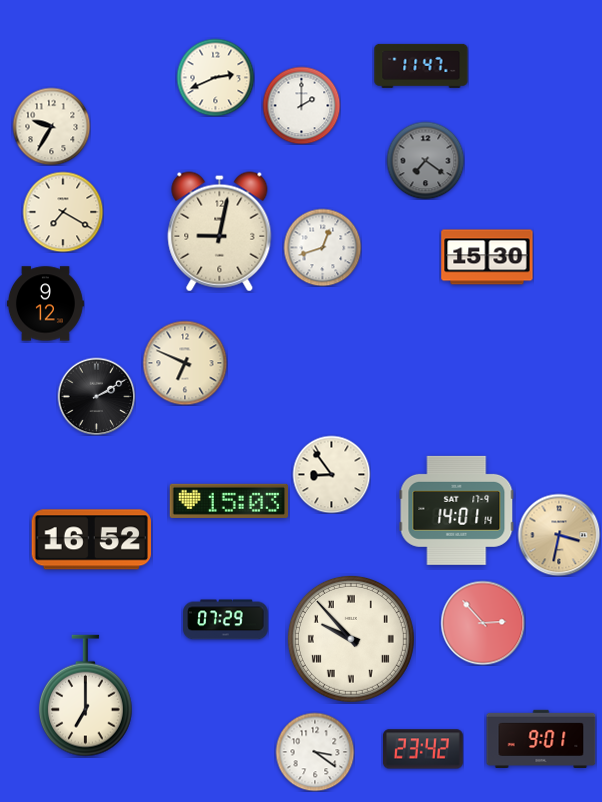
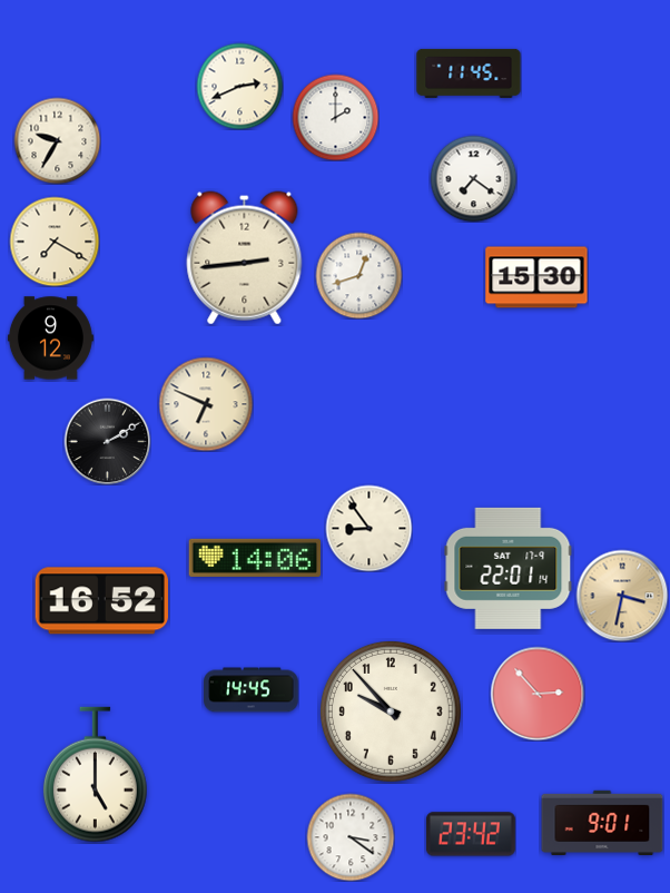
clock at (421, 66): 11:47 -> 11:45
clock at (425, 160) dial: grey -> white
clock at (63, 212) position: (63, 212) -> (55, 242)
clock at (220, 232): 9:02 -> 2:44
clock at (487, 257) position: (487, 257) -> (536, 277)
clock at (229, 501): 15:03 -> 14:06
clock at (457, 510): 14:01 -> 22:01
clock at (226, 620): 07:29 -> 14:45
clock at (351, 639) numerals: Roman -> Arabic
clock at (85, 696): 7:00 -> 5:00
